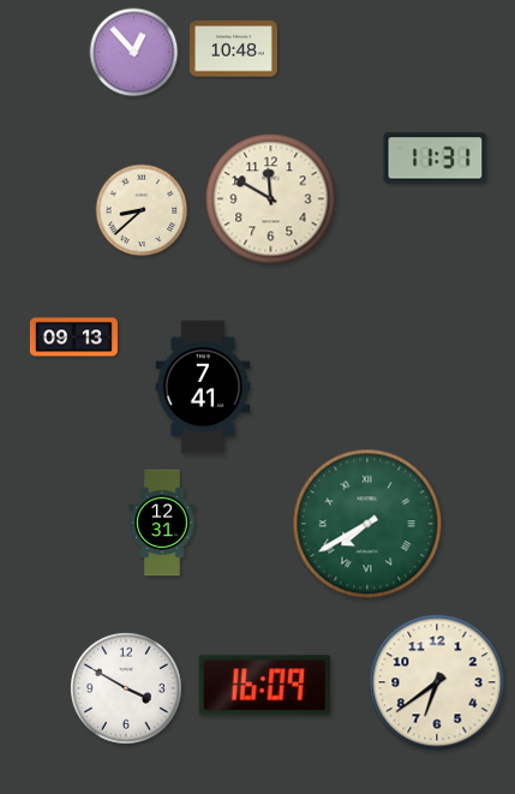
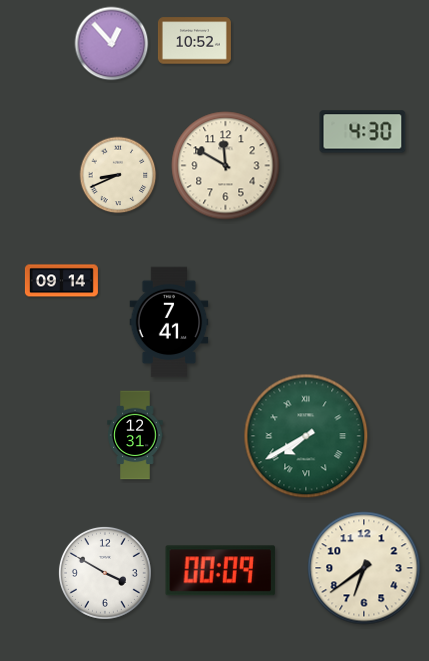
clock at (233, 49): 10:48 -> 10:52
clock at (436, 159): 11:31 -> 4:30
clock at (142, 210): 8:38 -> 8:41
clock at (73, 338): 09:13 -> 09:14
clock at (265, 686): 16:09 -> 00:09
